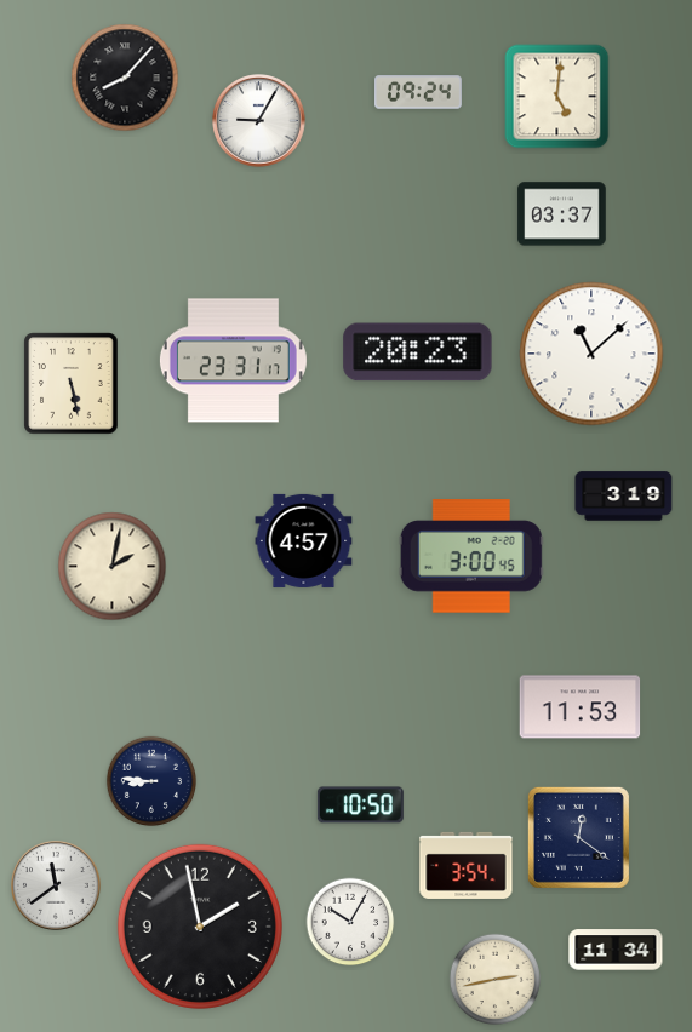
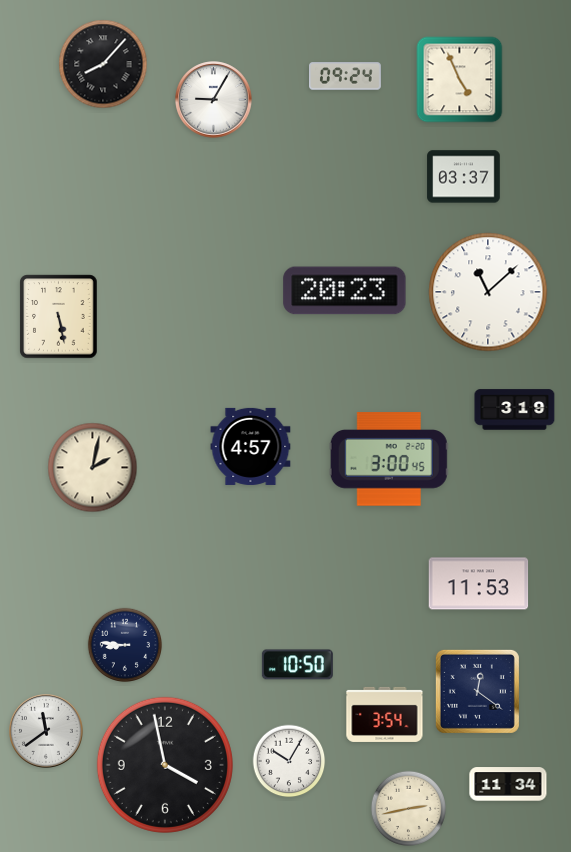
clock at (557, 97): 5:01 -> 4:56
clock at (233, 361): 23:31 -> none
clock at (200, 927): 1:58 -> 3:58
